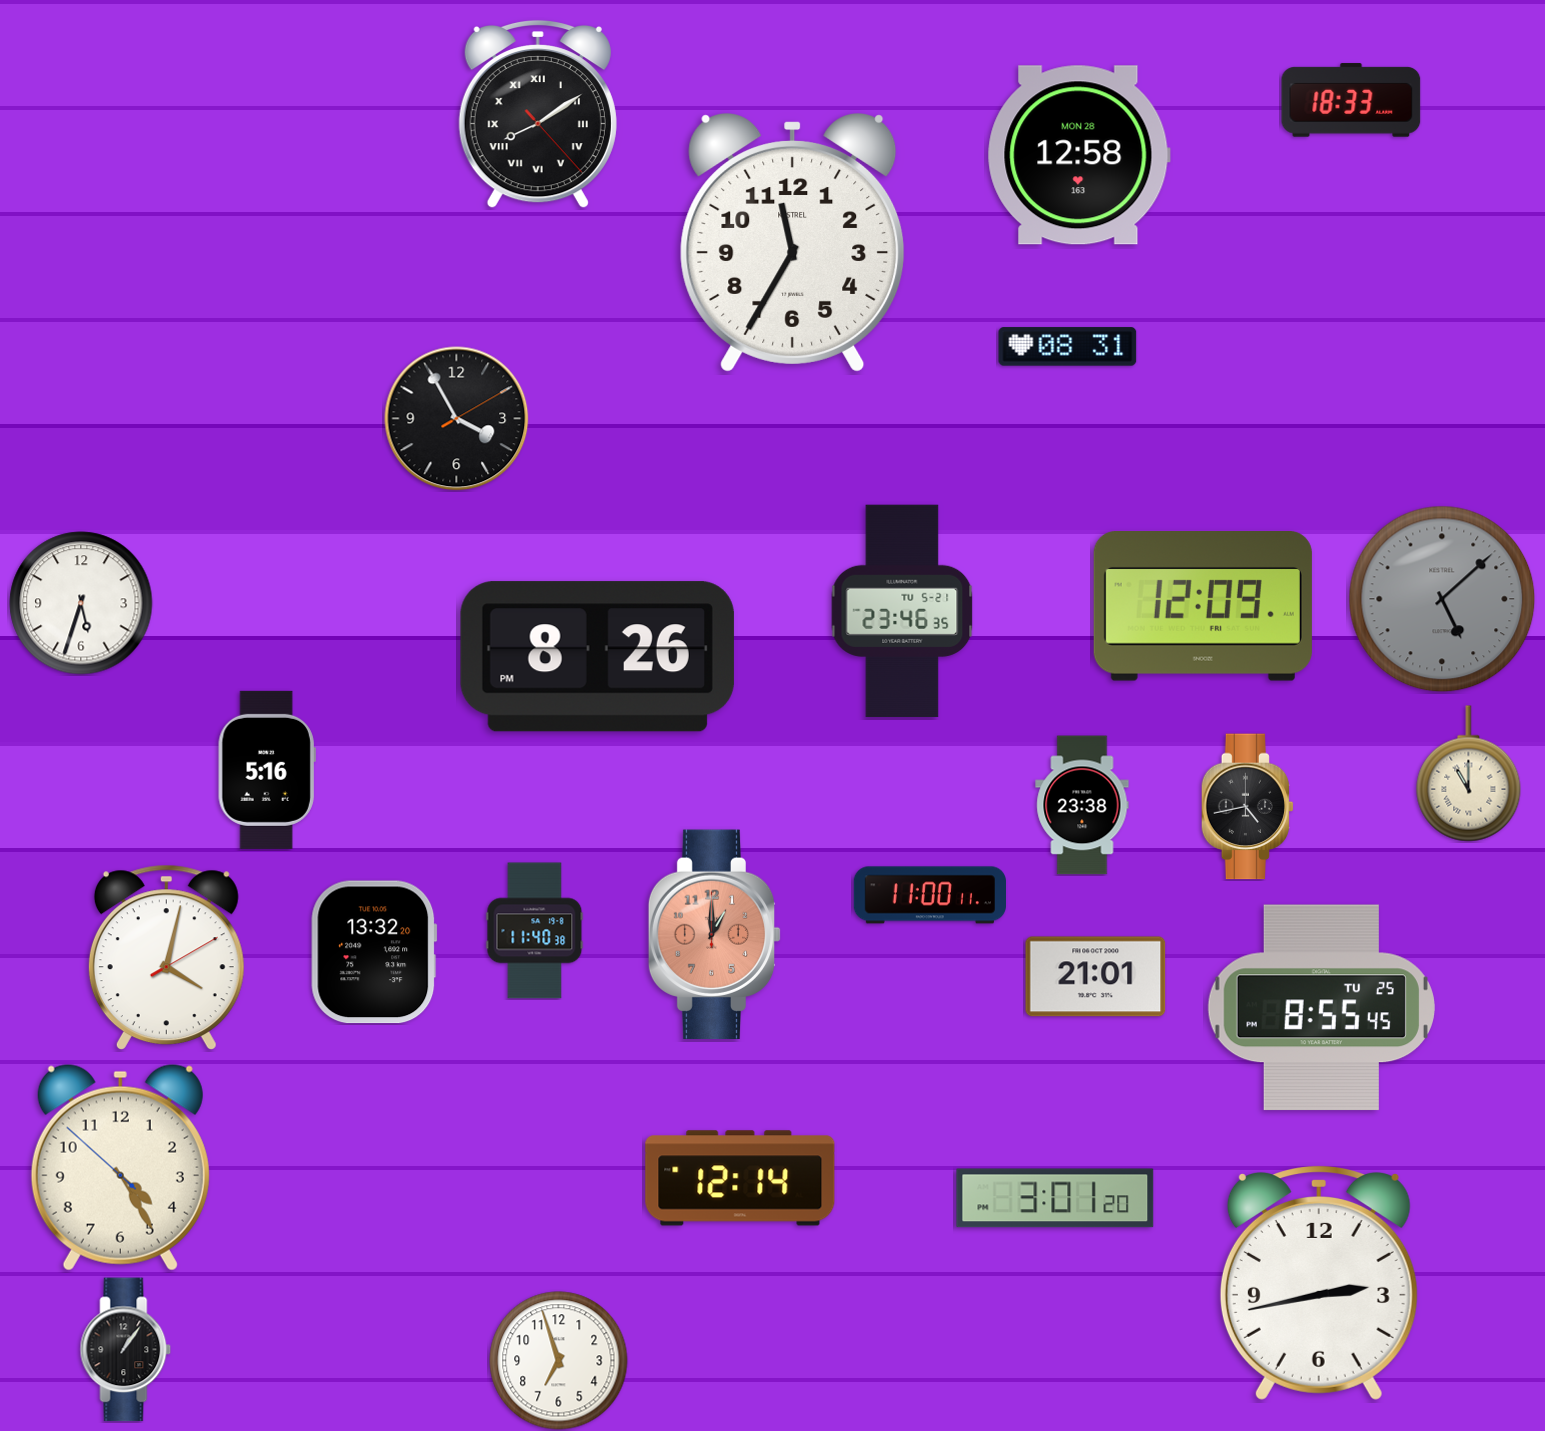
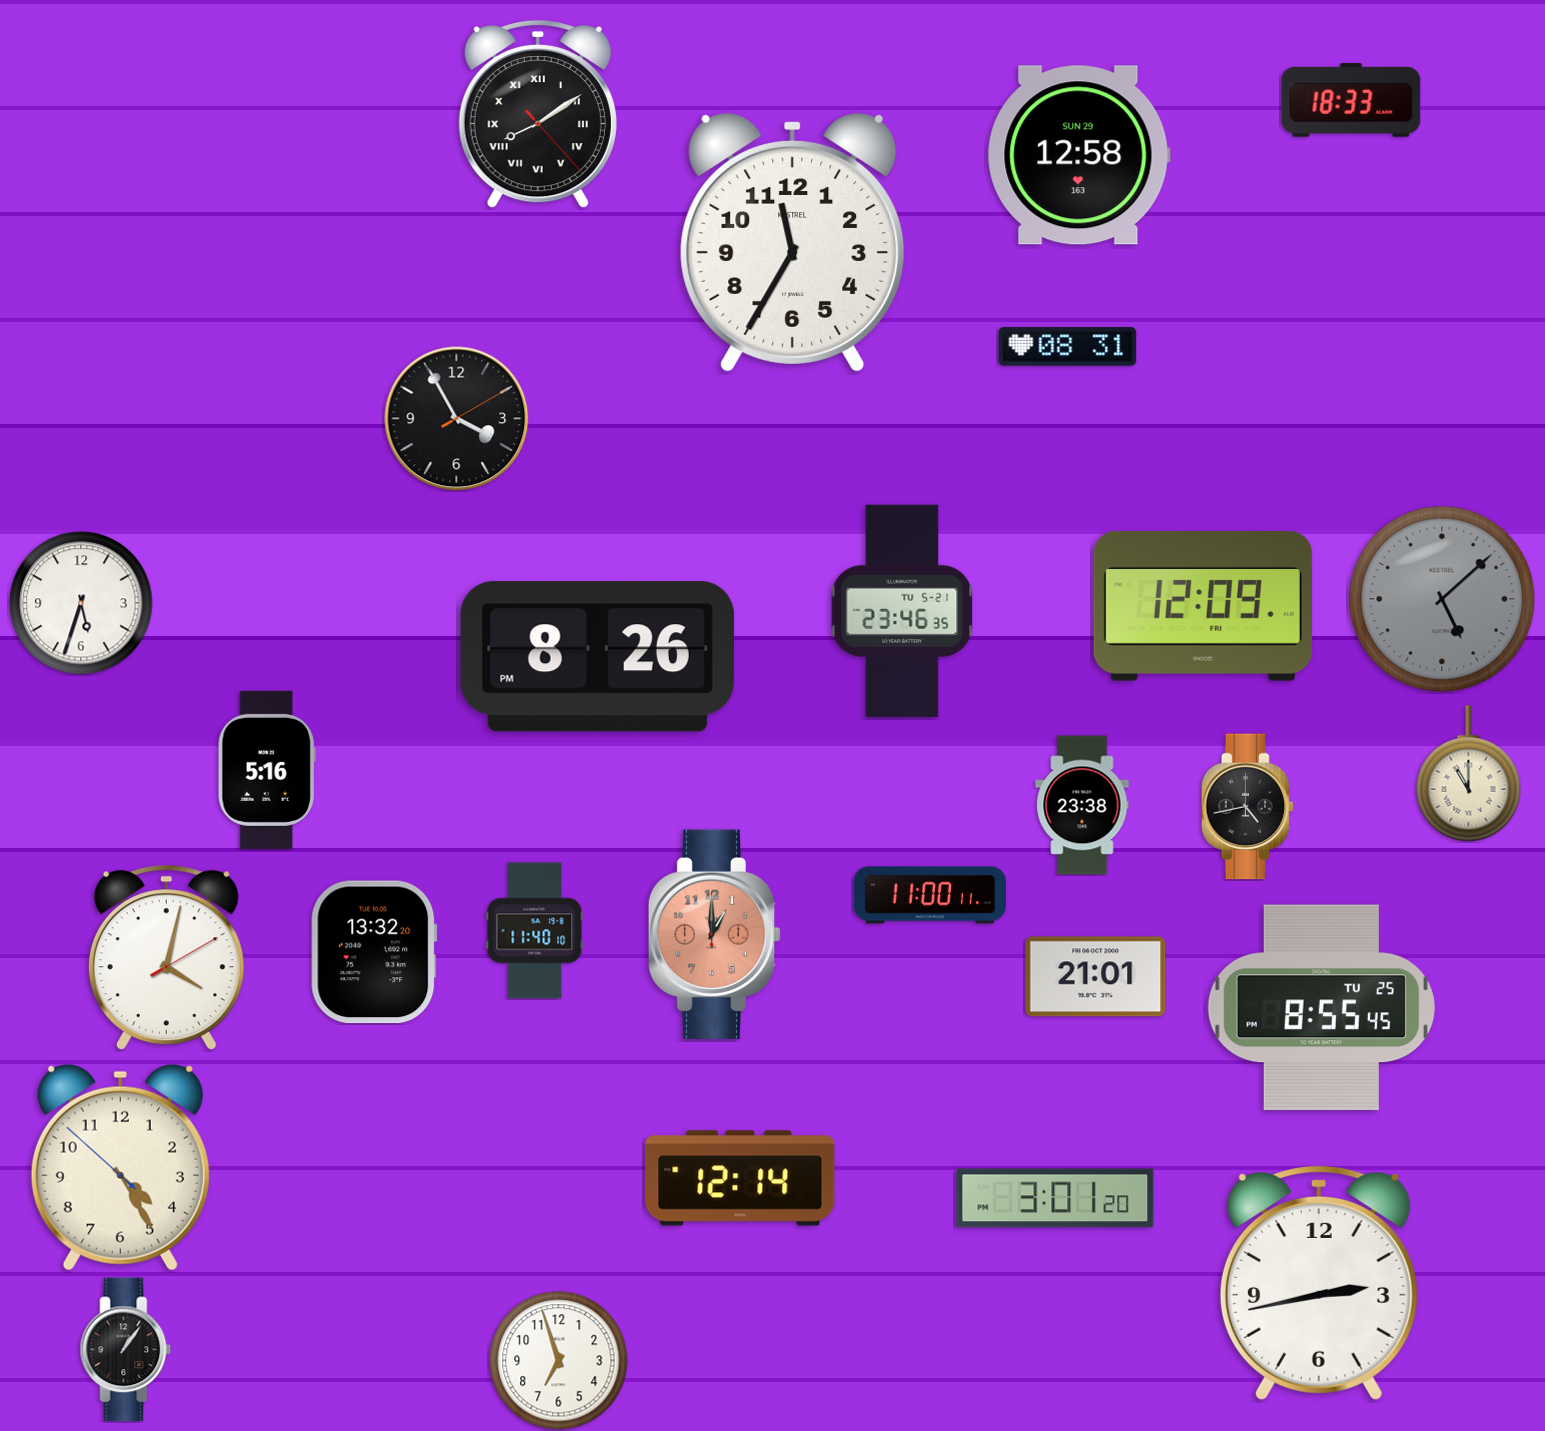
clock at (1079, 155) date: MON 28 -> SUN 29
clock at (535, 931): 11:40:38 -> 11:40:10
